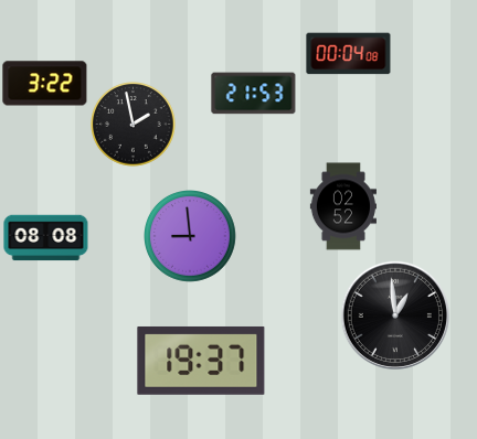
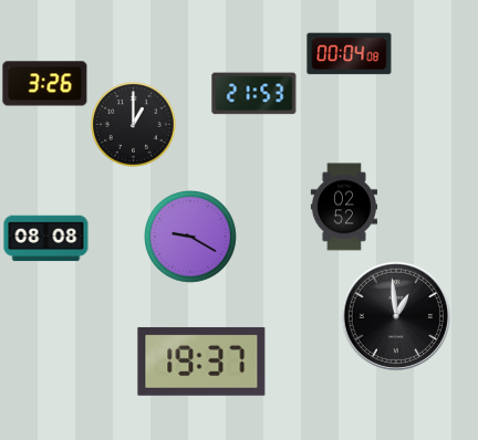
clock at (45, 84): 3:22 -> 3:26
clock at (134, 125): 1:58 -> 1:00
clock at (191, 237): 8:59 -> 9:20
